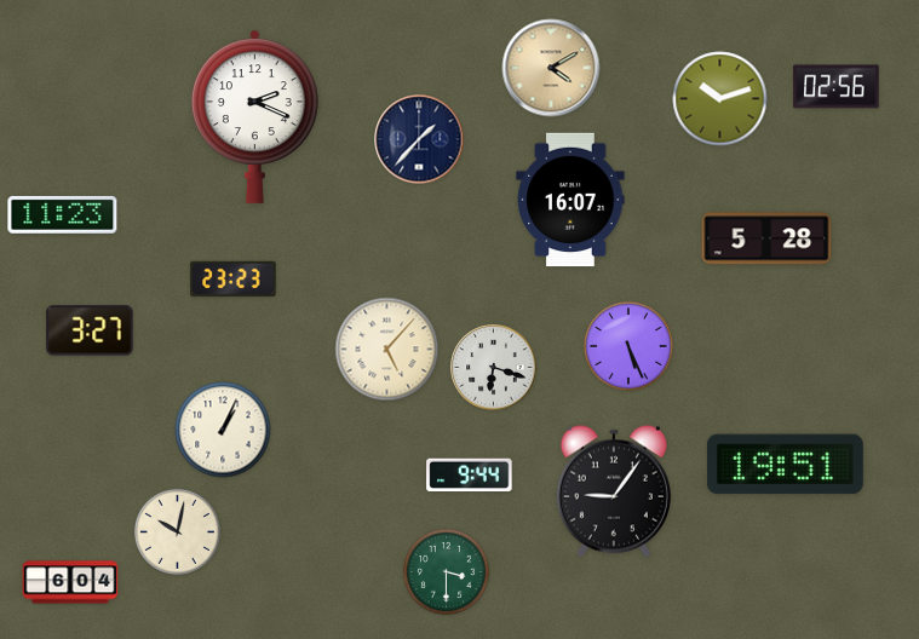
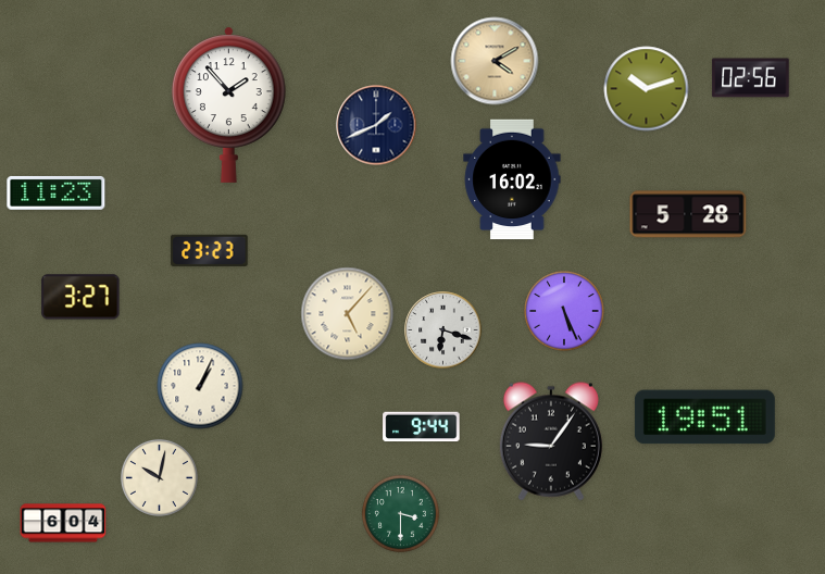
clock at (254, 116): 2:19 -> 1:53
clock at (419, 139): 1:37 -> 1:41
clock at (570, 200): 16:07 -> 16:02
